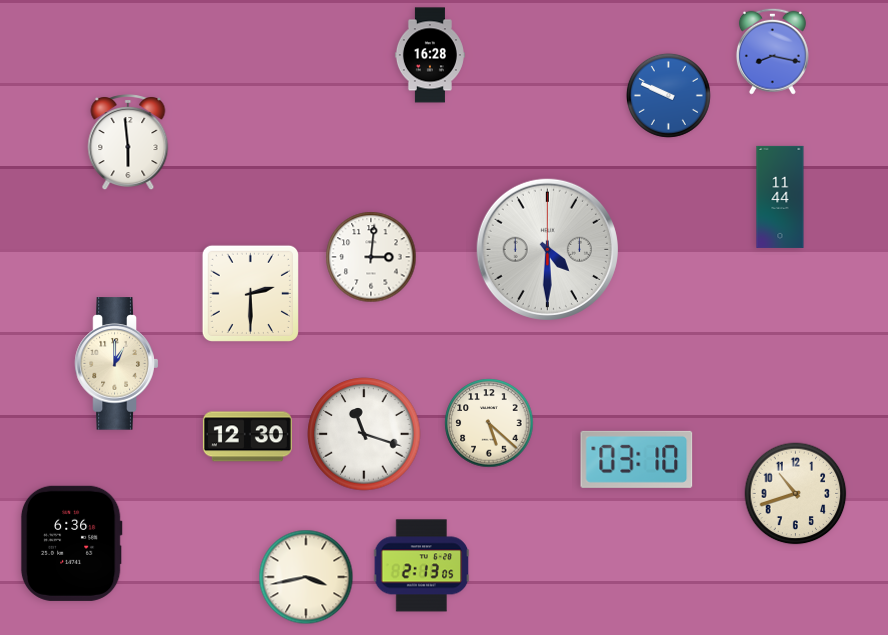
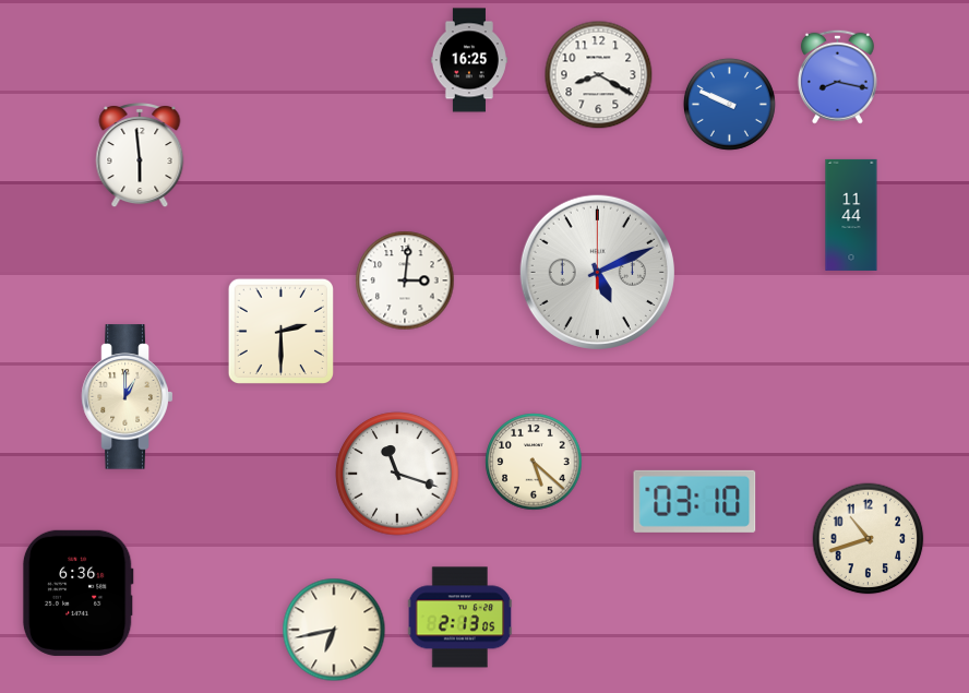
clock at (772, 51) position: (772, 51) -> (837, 76)
clock at (430, 55): 16:28 -> 16:25
clock at (599, 75): none -> 8:20
clock at (547, 249): 4:30 -> 5:11
clock at (250, 293) position: (250, 293) -> (280, 331)
clock at (247, 437): 12:30 -> none
clock at (306, 577): 3:43 -> 6:43
